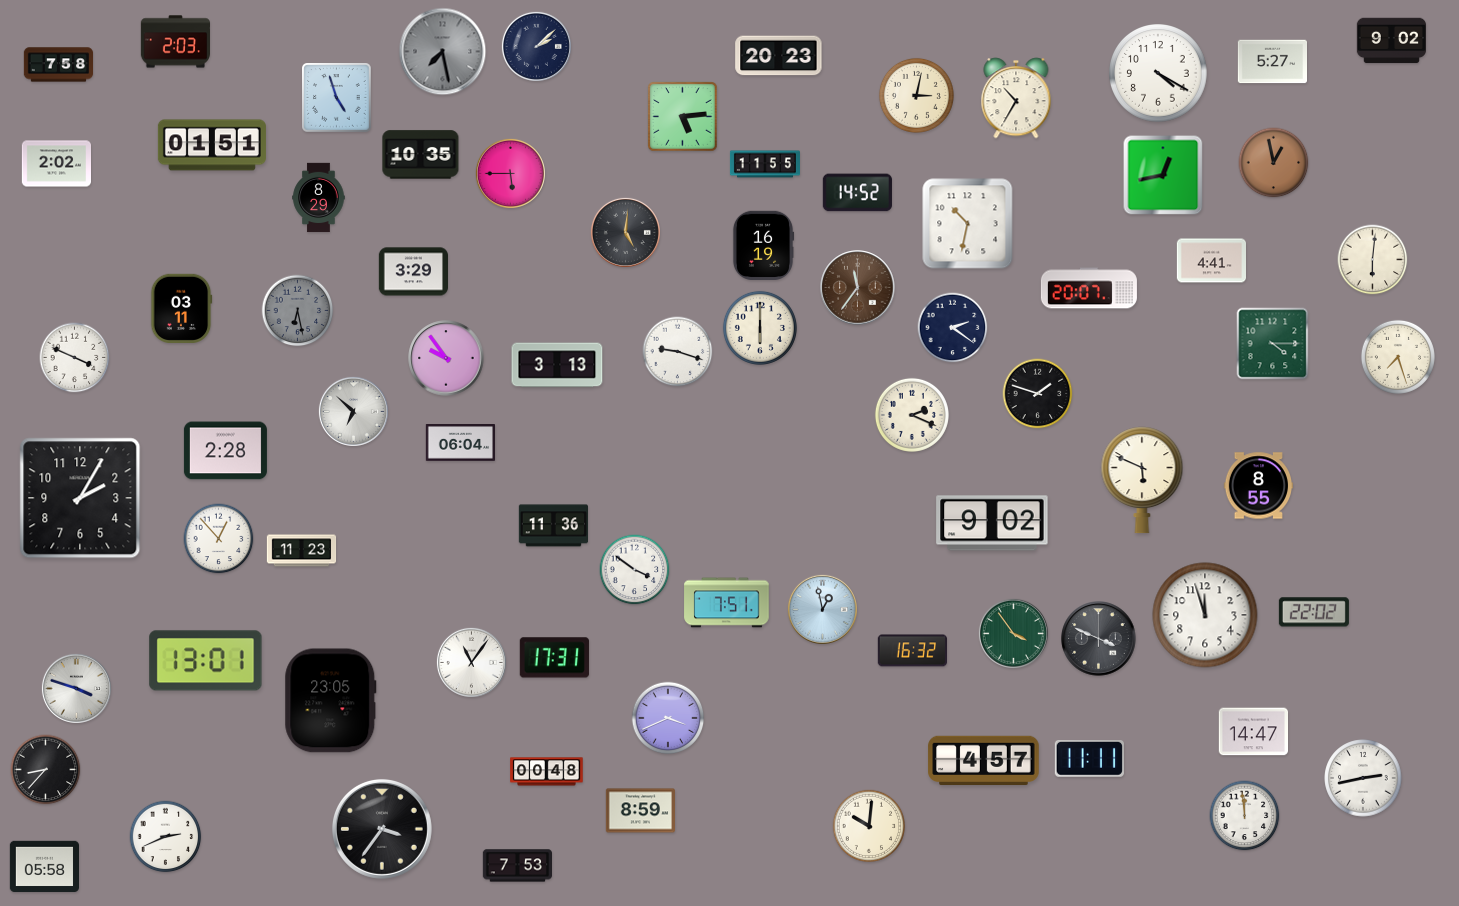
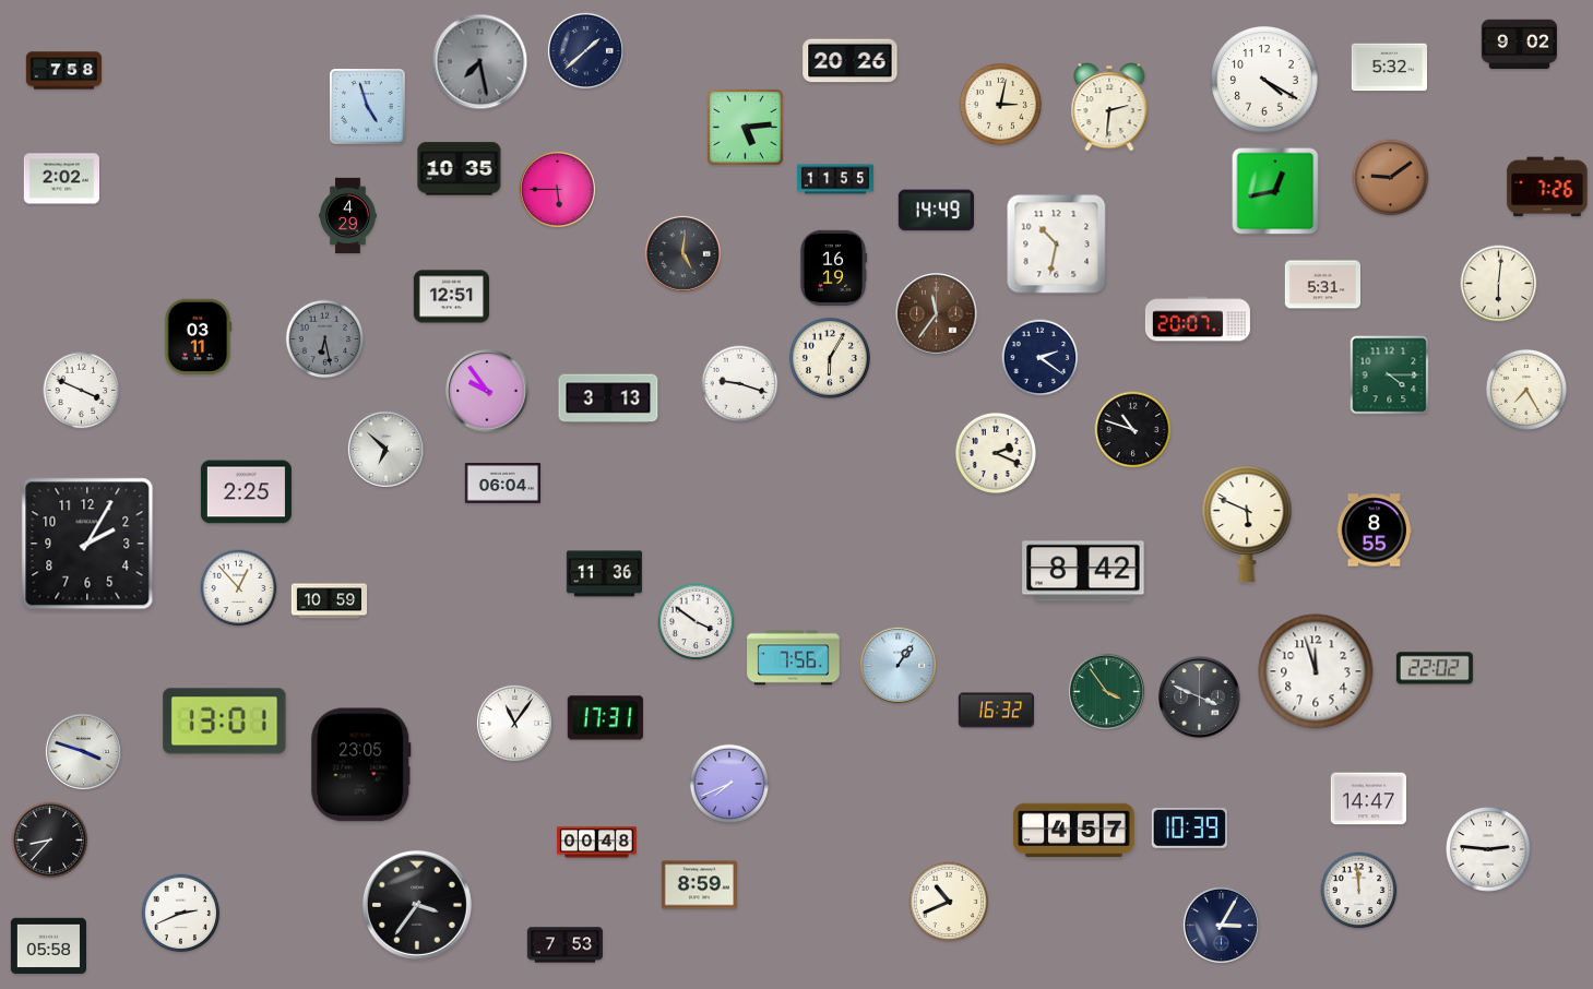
clock at (175, 42): 2:03 -> none
clock at (536, 46): 2:08 -> 1:38
clock at (443, 52) position: (443, 52) -> (480, 62)
clock at (779, 56): 20:23 -> 20:26
clock at (1272, 62): 5:27 -> 5:32
clock at (1016, 98): 10:35 -> 2:31
clock at (212, 145): 01:51 -> none
clock at (1274, 163): 12:58 -> 9:09
clock at (1547, 187): none -> 7:26
clock at (1163, 175) position: (1163, 175) -> (1275, 191)
clock at (857, 193): 14:52 -> 14:49
clock at (319, 198): 8:29 -> 4:29
clock at (1211, 261): 4:41 -> 5:31
clock at (413, 272): 3:29 -> 12:51
clock at (1089, 288) position: (1089, 288) -> (1198, 319)
clock at (760, 328): 6:00 -> 6:05
clock at (1398, 357): 7:27 -> 7:25
clock at (1038, 394): 1:48 -> 10:48
clock at (225, 451): 2:28 -> 2:25
clock at (992, 523): 9:02 -> 8:42
clock at (302, 551): 11:23 -> 10:59
clock at (635, 570) position: (635, 570) -> (697, 622)
clock at (727, 603): 7:51 -> 7:56
clock at (822, 609): 12:58 -> 1:06
clock at (668, 718): 3:41 -> 7:41
clock at (1089, 759): 11:11 -> 10:39
clock at (1363, 778): 2:43 -> 2:46
clock at (869, 826): 10:01 -> 10:41
clock at (1221, 925): none -> 3:05
